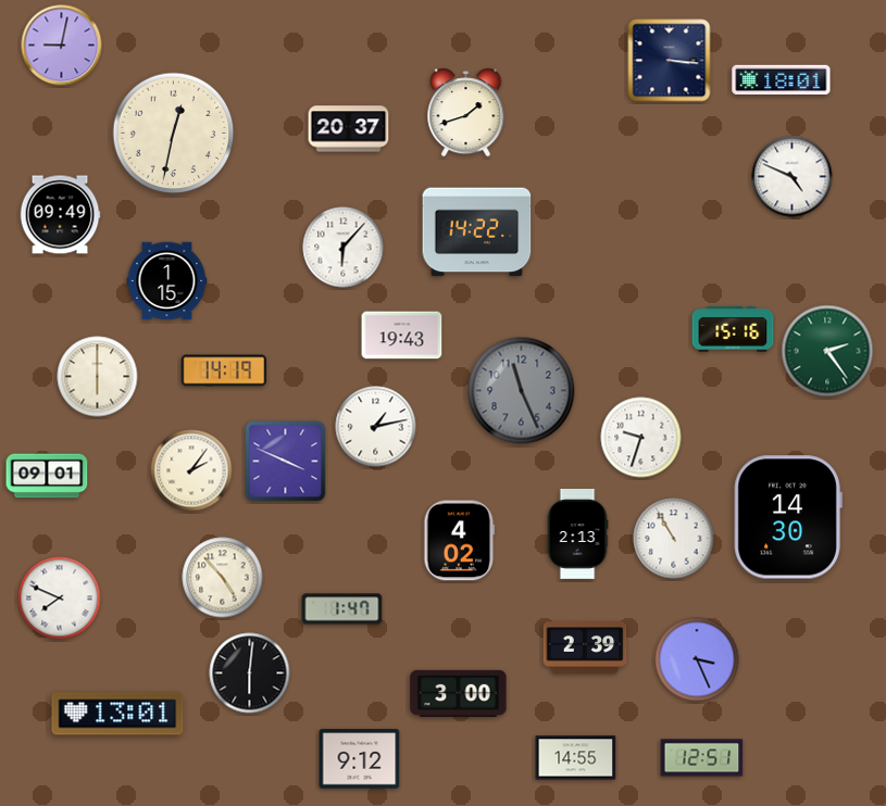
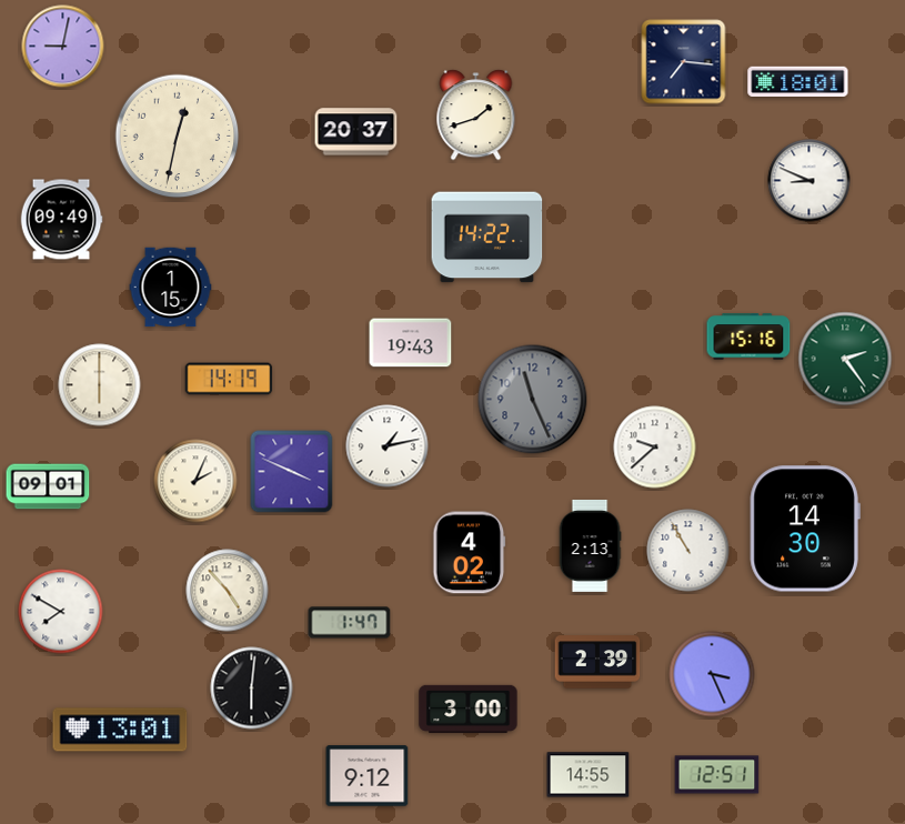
clock at (670, 61): 3:16 -> 7:16
clock at (793, 177): 4:49 -> 8:49
clock at (344, 248): 6:07 -> none
clock at (376, 427) position: (376, 427) -> (388, 446)
clock at (641, 438): 9:33 -> 9:38
clock at (191, 470): 2:06 -> 2:04
clock at (60, 599): 7:49 -> 7:50
clock at (250, 673) position: (250, 673) -> (252, 689)
